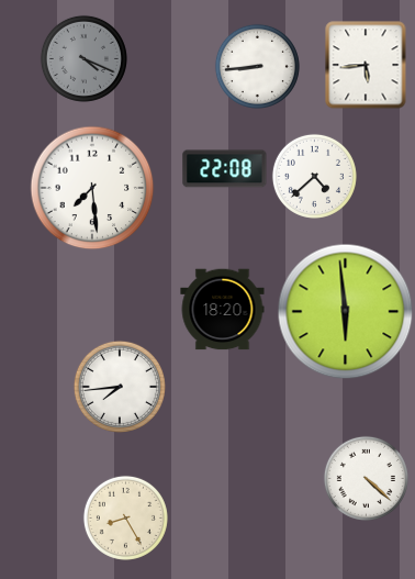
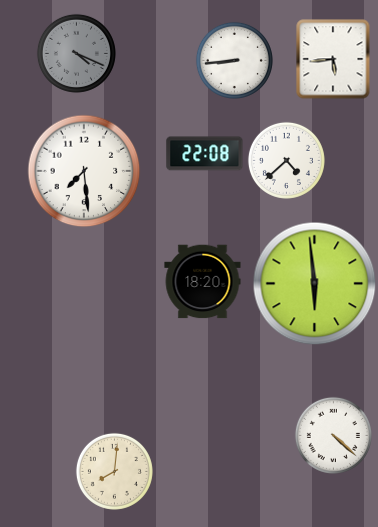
clock at (120, 387): 7:44 -> none
clock at (125, 517): 8:25 -> 8:01
